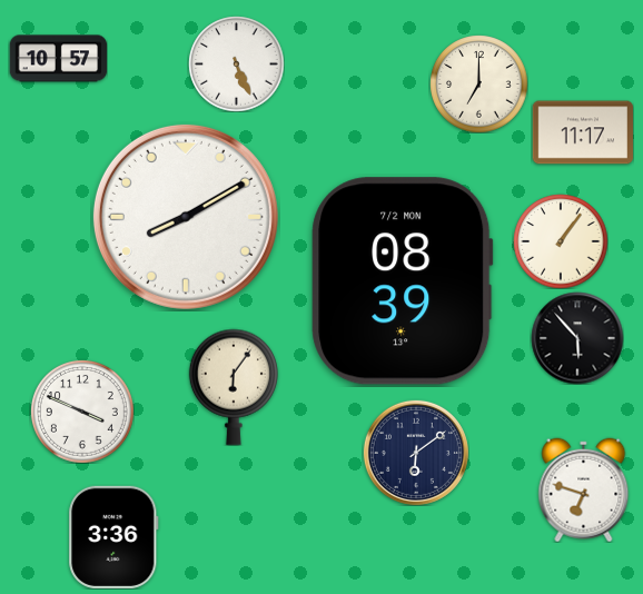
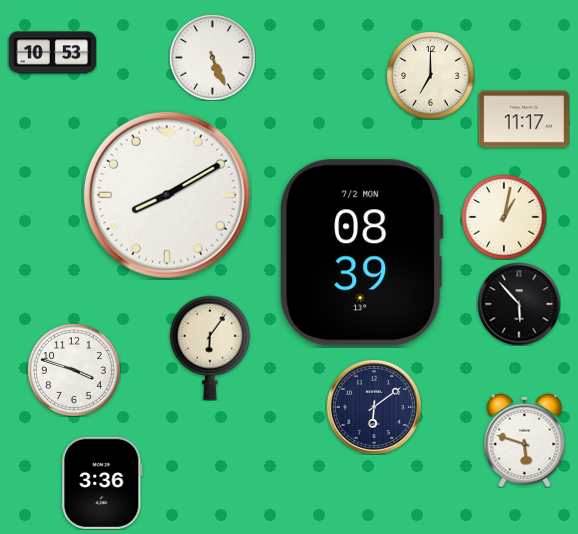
clock at (58, 59): 10:57 -> 10:53
clock at (561, 241): 1:06 -> 1:02
clock at (82, 412): 3:49 -> 3:48
clock at (584, 489): 6:48 -> 5:48
